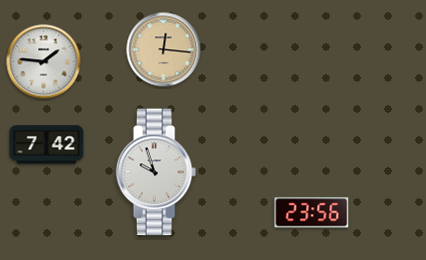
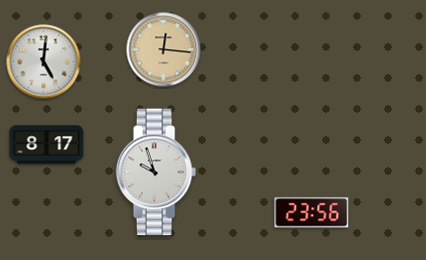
clock at (44, 62): 1:46 -> 5:01
clock at (47, 145): 7:42 -> 8:17
